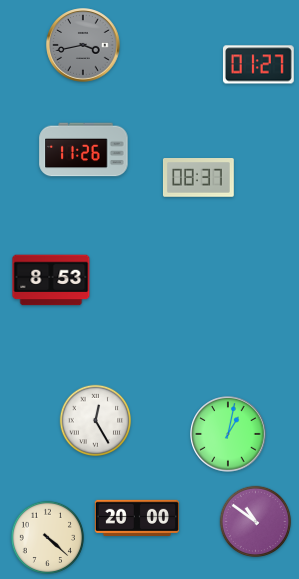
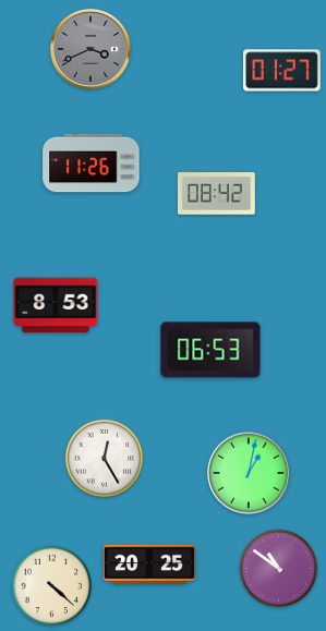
clock at (83, 45): 3:43 -> 3:41
clock at (199, 178): 08:37 -> 08:42
clock at (210, 350): none -> 06:53
clock at (137, 517): 20:00 -> 20:25
